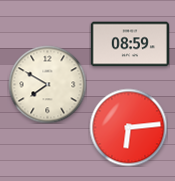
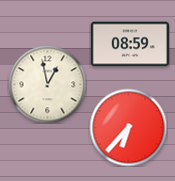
clock at (47, 84): 7:50 -> 12:58
clock at (128, 127): 6:14 -> 6:37
